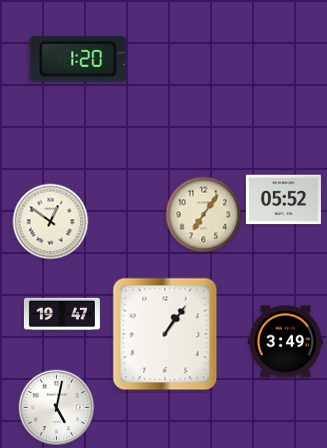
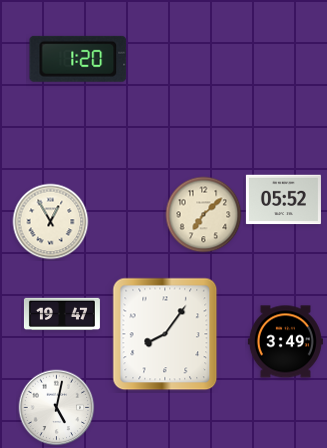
clock at (204, 215): 7:06 -> 7:08
clock at (51, 222): 12:51 -> 12:55
clock at (165, 334): 1:06 -> 8:06
